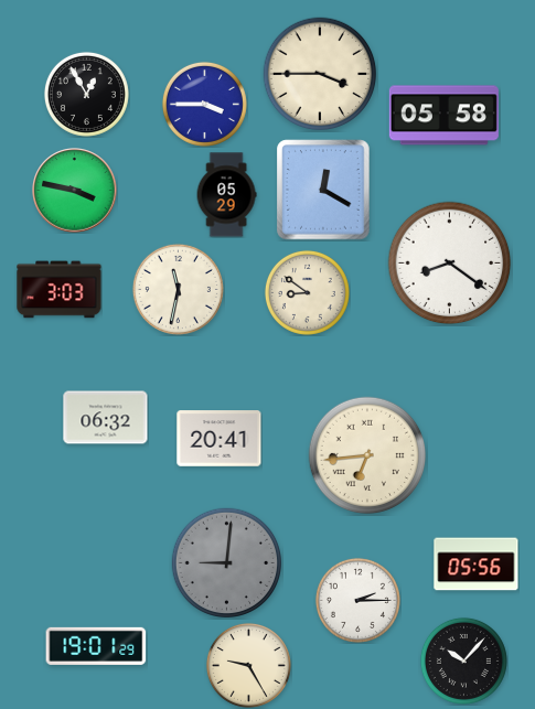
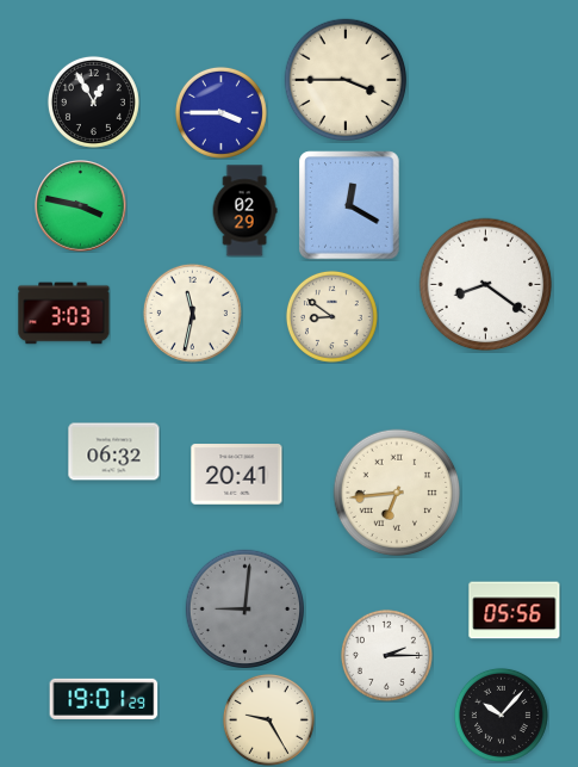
clock at (443, 116): 05:58 -> none
clock at (226, 195): 05:29 -> 02:29
clock at (357, 600) position: (357, 600) -> (386, 655)
